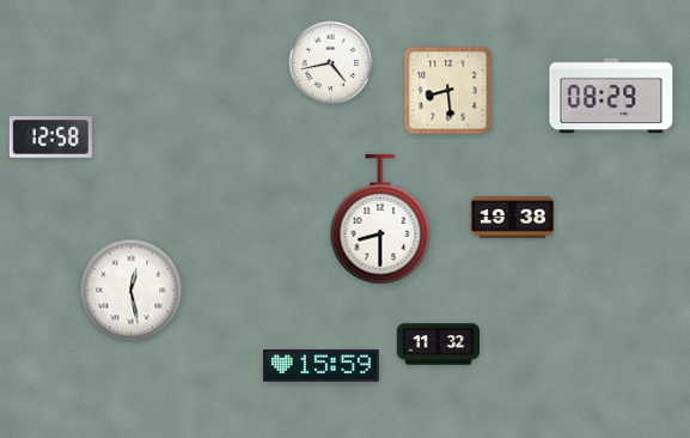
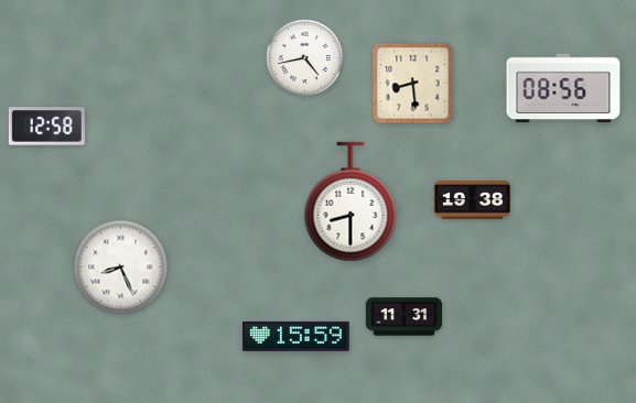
clock at (611, 96): 08:29 -> 08:56
clock at (132, 291): 12:28 -> 8:26
clock at (438, 345): 11:32 -> 11:31
